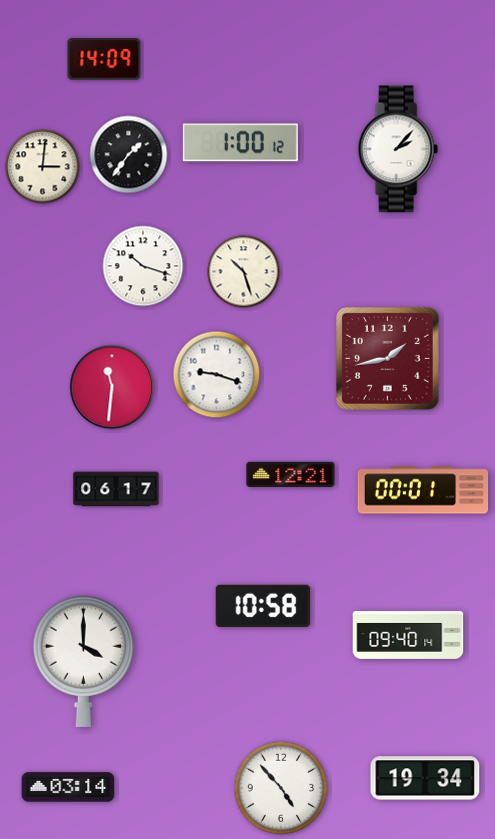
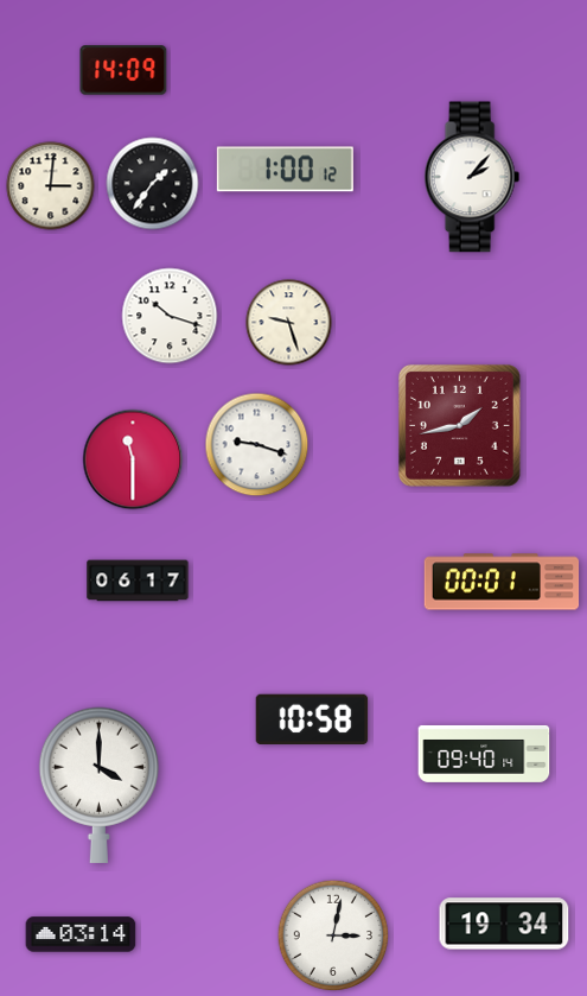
clock at (43, 167) position: (43, 167) -> (51, 186)
clock at (244, 272): 10:27 -> 9:27
clock at (112, 387): 11:31 -> 11:30
clock at (291, 474): 12:21 -> none
clock at (281, 788): 4:53 -> 3:02
